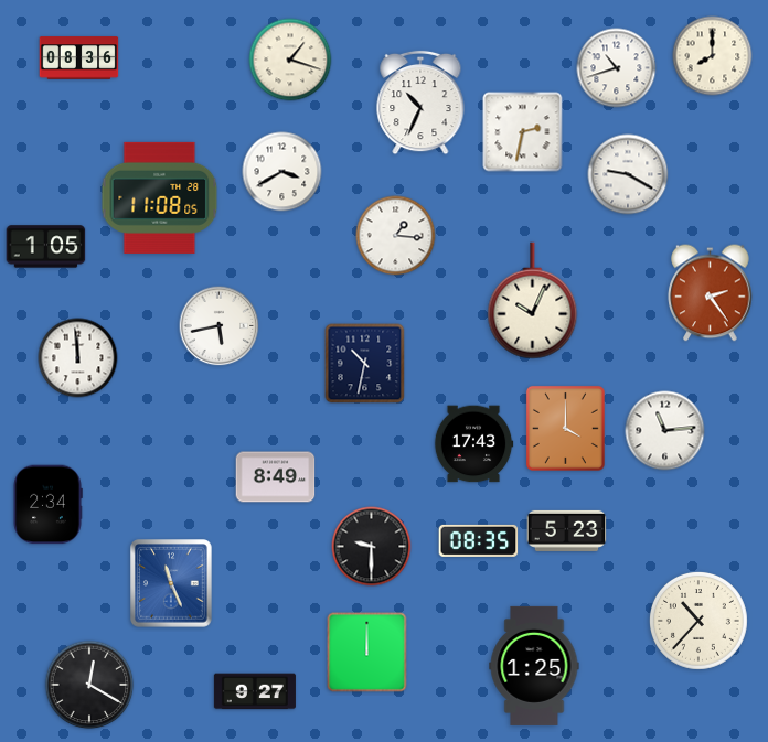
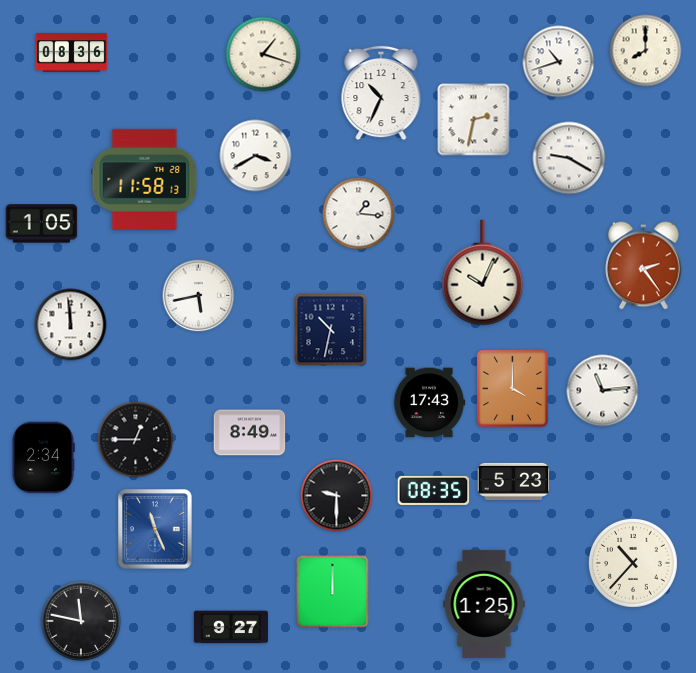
clock at (160, 197): 11:08 -> 11:58
clock at (136, 440): none -> 12:45
clock at (89, 685): 12:20 -> 11:47
